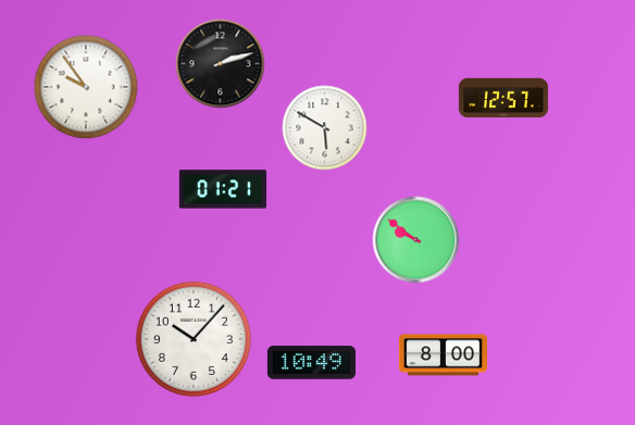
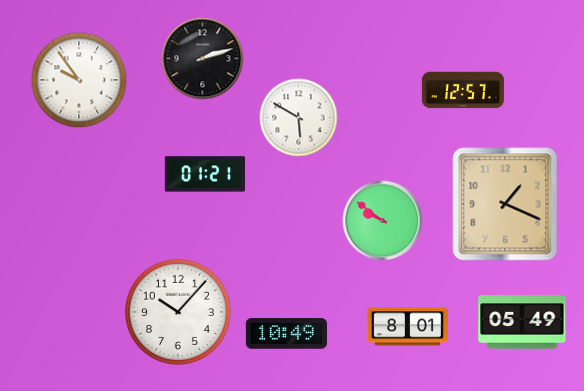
clock at (505, 204): none -> 1:19
clock at (522, 322): none -> 05:49
clock at (443, 355): 8:00 -> 8:01
